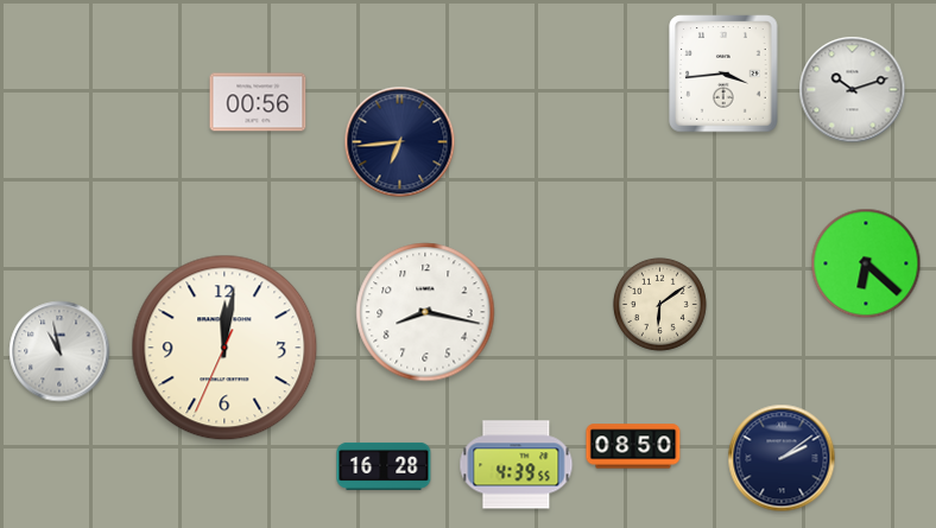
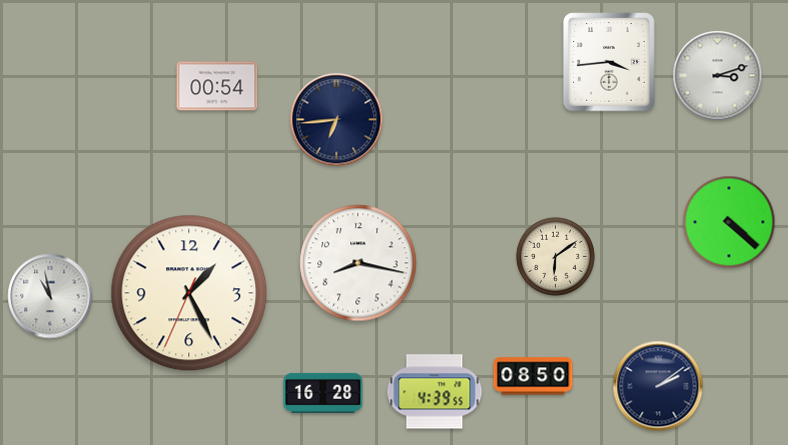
clock at (853, 90): 10:12 -> 3:12
clock at (258, 102): 00:56 -> 00:54
clock at (866, 263): 6:22 -> 4:22
clock at (224, 348): 12:01 -> 1:25
